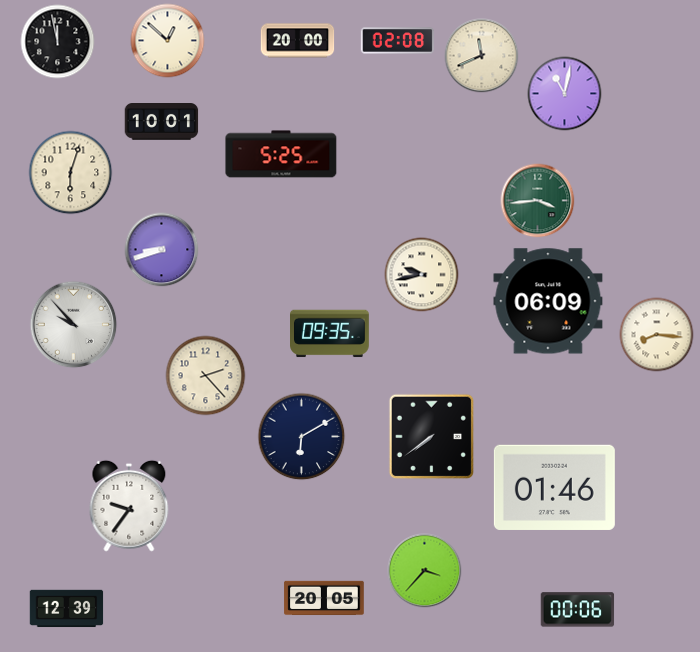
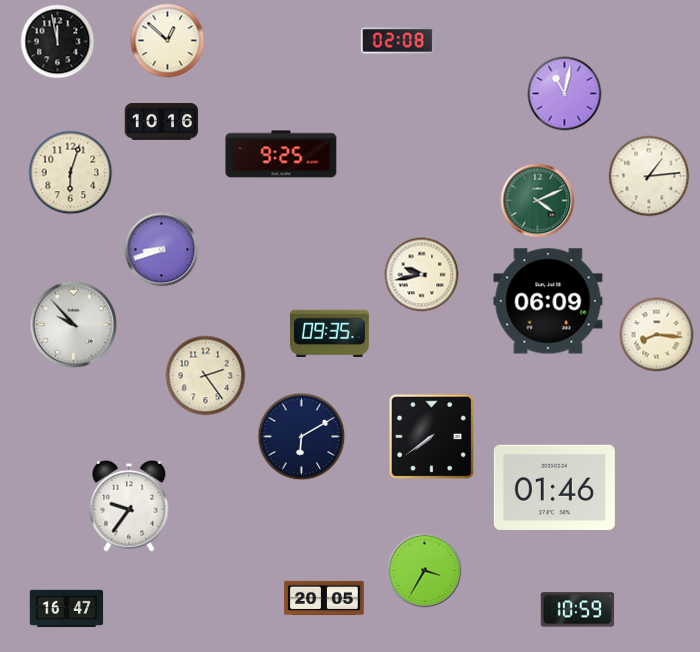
clock at (298, 41): 20:00 -> none
clock at (482, 56): 11:41 -> none
clock at (162, 122): 10:01 -> 10:16
clock at (281, 154): 5:25 -> 9:25
clock at (649, 176): none -> 1:14
clock at (538, 201): 3:44 -> 4:11
clock at (206, 376): 2:23 -> 2:24
clock at (425, 571): 3:37 -> 3:35
clock at (67, 609): 12:39 -> 16:47
clock at (578, 610): 00:06 -> 10:59
